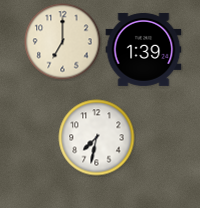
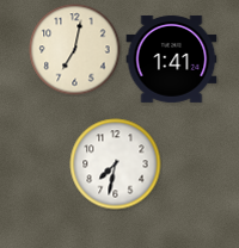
clock at (63, 42): 7:00 -> 7:02
clock at (144, 49): 1:39 -> 1:41
